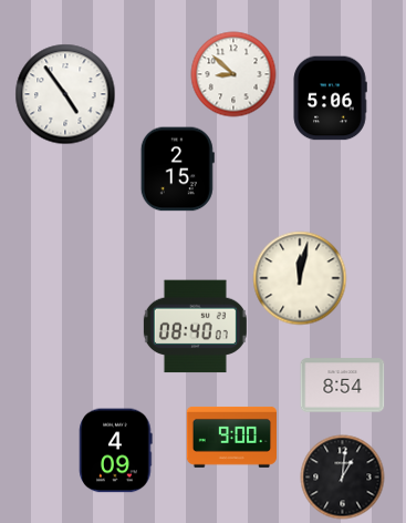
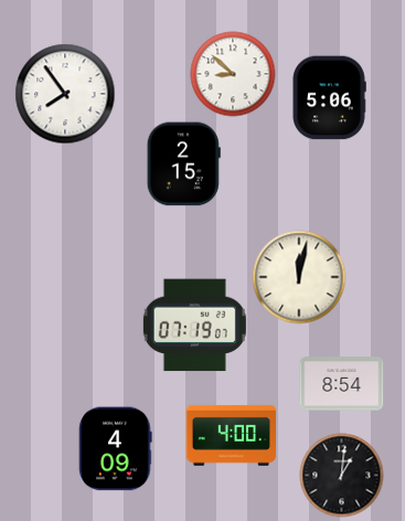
clock at (65, 94): 4:54 -> 7:54
clock at (177, 170) position: (177, 170) -> (183, 164)
clock at (195, 327): 08:40 -> 07:19
clock at (231, 437): 9:00 -> 4:00
